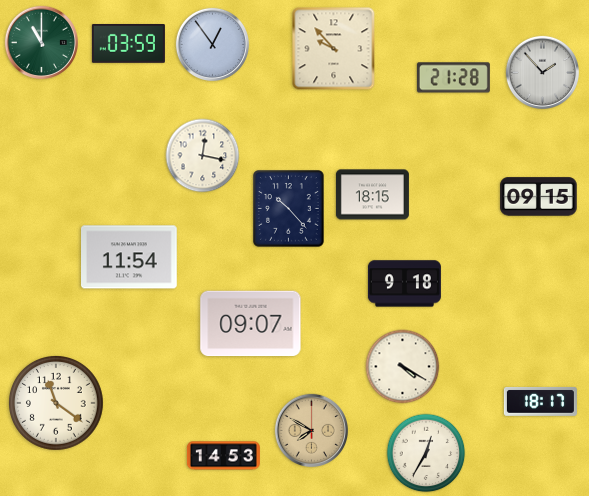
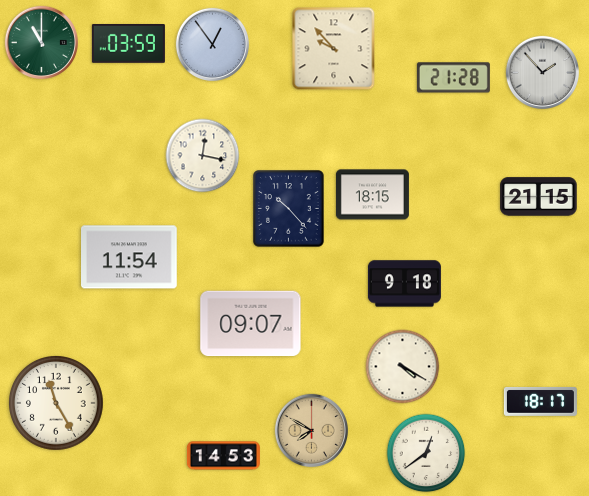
clock at (539, 197): 09:15 -> 21:15
clock at (57, 404): 11:21 -> 11:25
clock at (426, 453): 12:35 -> 12:39
